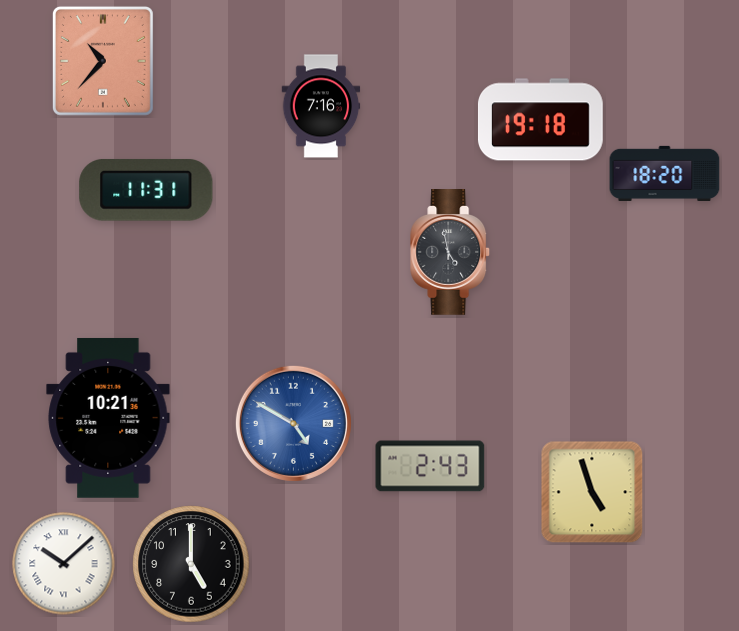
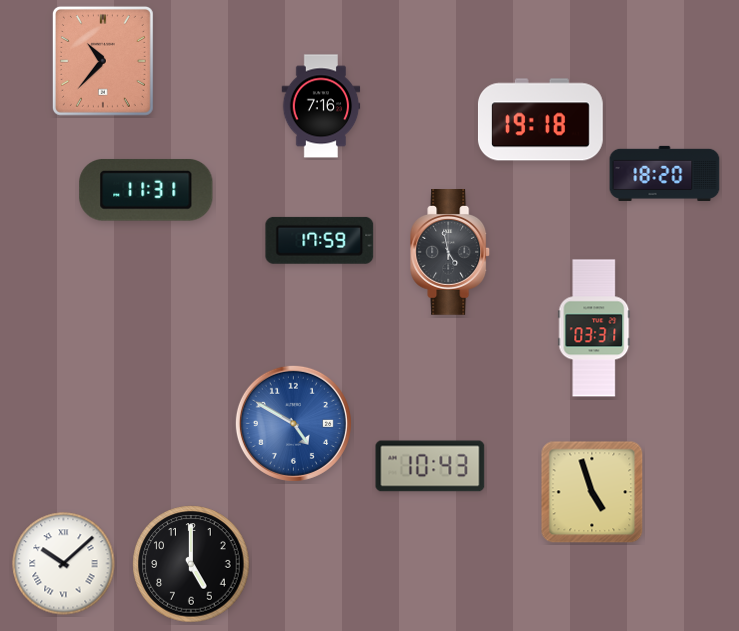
clock at (320, 240): none -> 17:59
clock at (594, 328): none -> 03:31
clock at (108, 418): 10:21 -> none
clock at (430, 466): 2:43 -> 10:43
